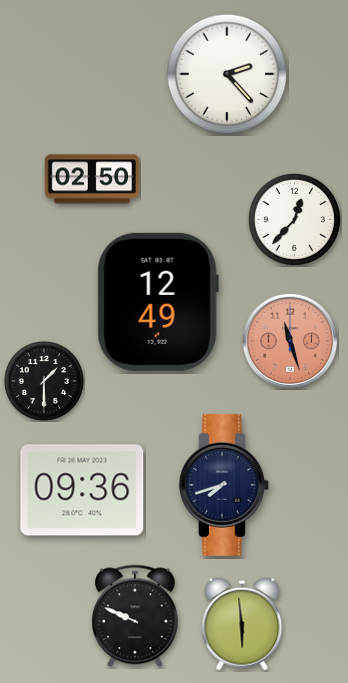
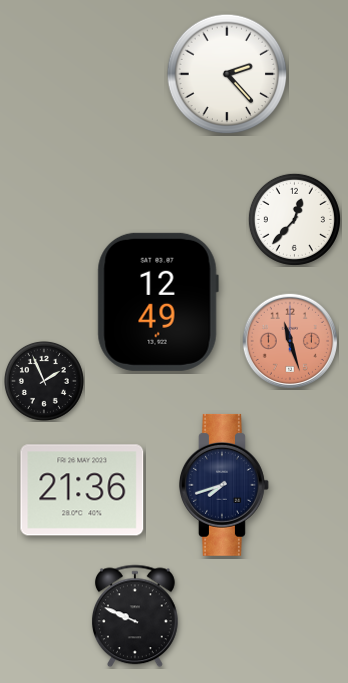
clock at (92, 179): 02:50 -> none
clock at (44, 381): 1:30 -> 1:56
clock at (82, 490): 09:36 -> 21:36
clock at (242, 624): 5:59 -> none
